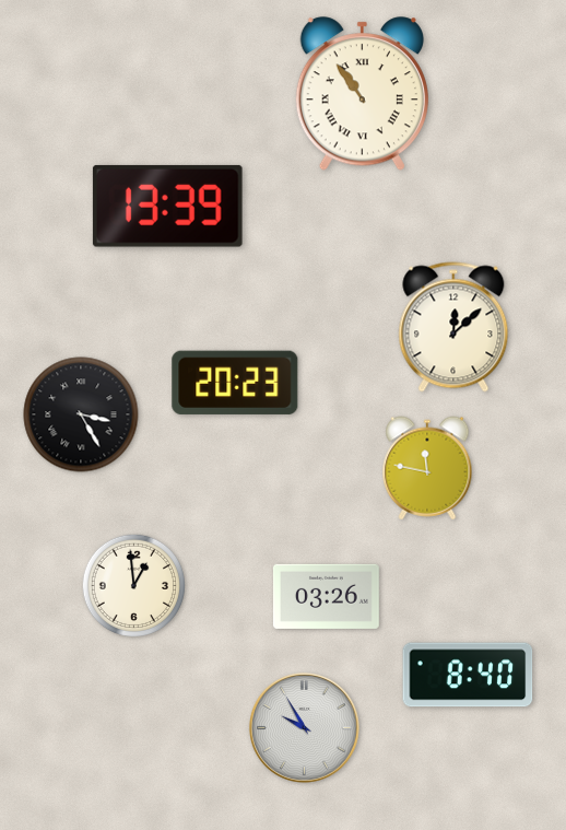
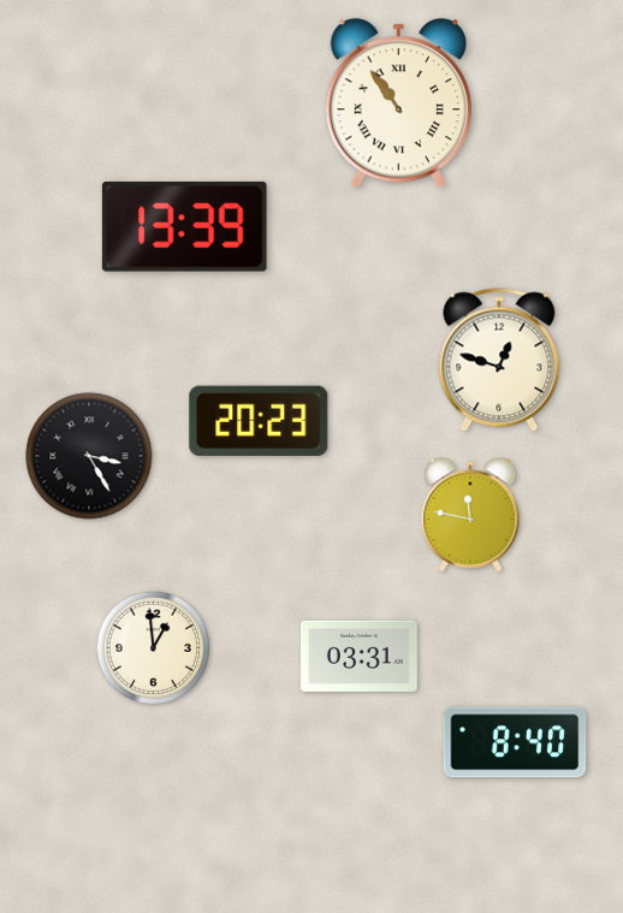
clock at (453, 327): 12:08 -> 12:48
clock at (133, 585) position: (133, 585) -> (153, 647)
clock at (326, 596): 03:26 -> 03:31
clock at (304, 727): 9:55 -> none
